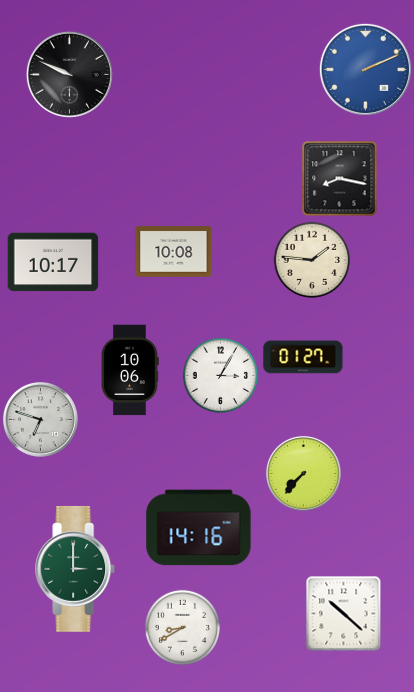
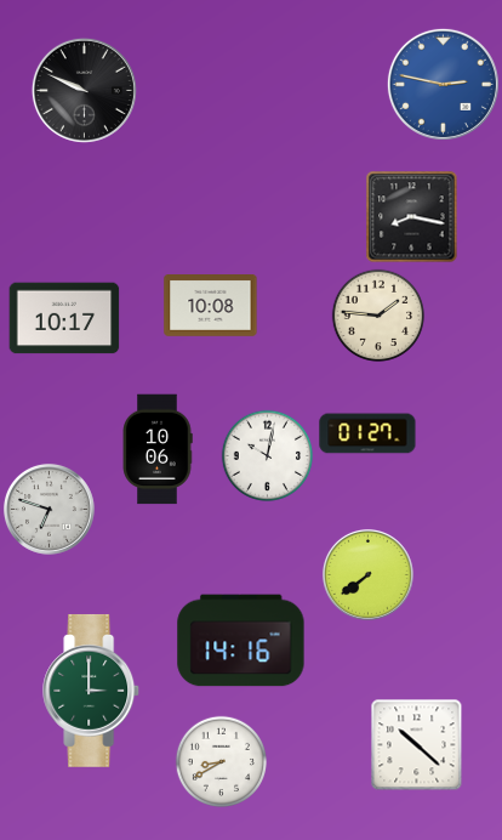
clock at (365, 69): 2:11 -> 2:47
clock at (221, 376): 3:05 -> 10:02
clock at (303, 473): 7:37 -> 7:39
